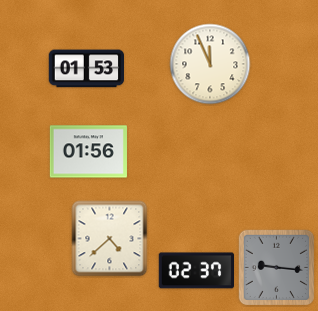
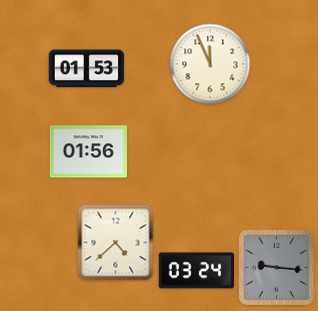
clock at (110, 239) position: (110, 239) -> (116, 243)
clock at (196, 271): 02:37 -> 03:24
